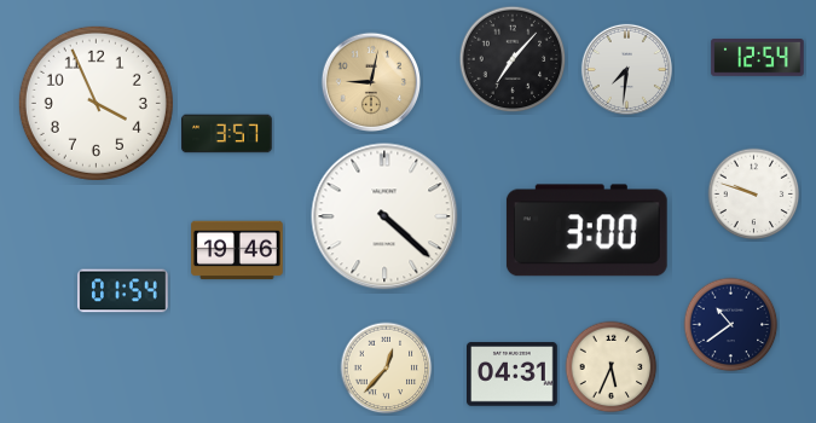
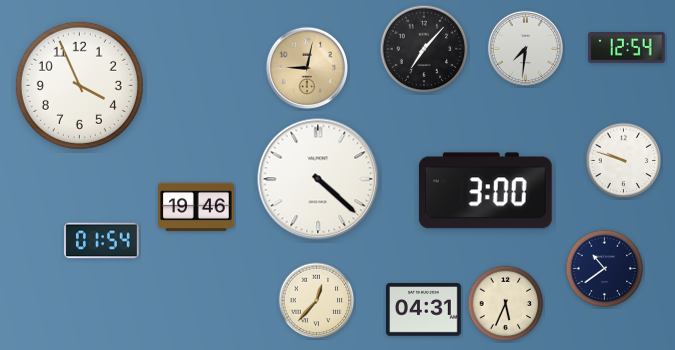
clock at (626, 69) position: (626, 69) -> (525, 48)
clock at (227, 134): 3:57 -> none
clock at (387, 369) position: (387, 369) -> (317, 301)
